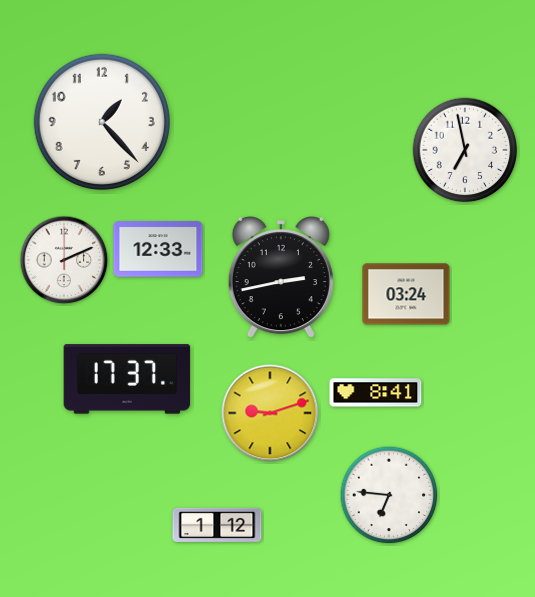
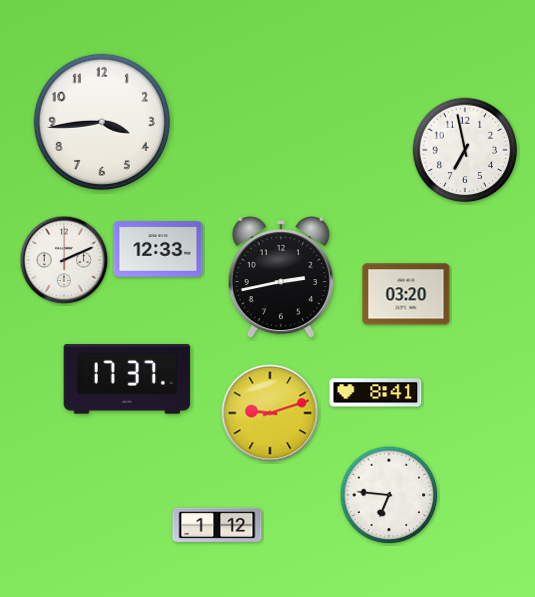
clock at (102, 122): 1:23 -> 3:44
clock at (406, 294): 03:24 -> 03:20
